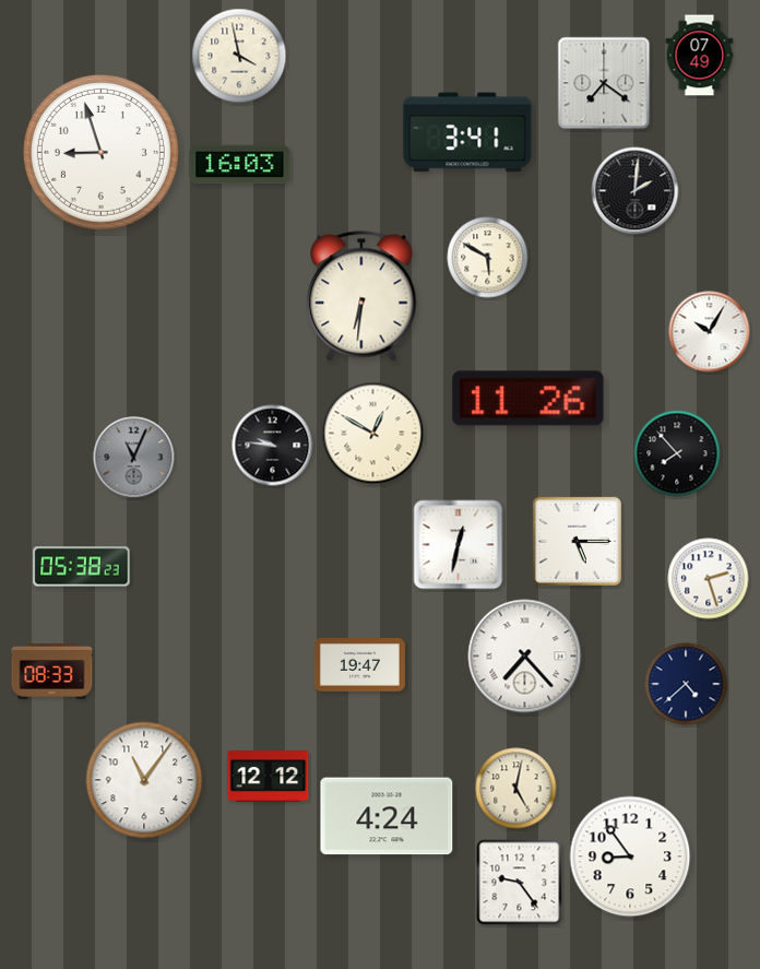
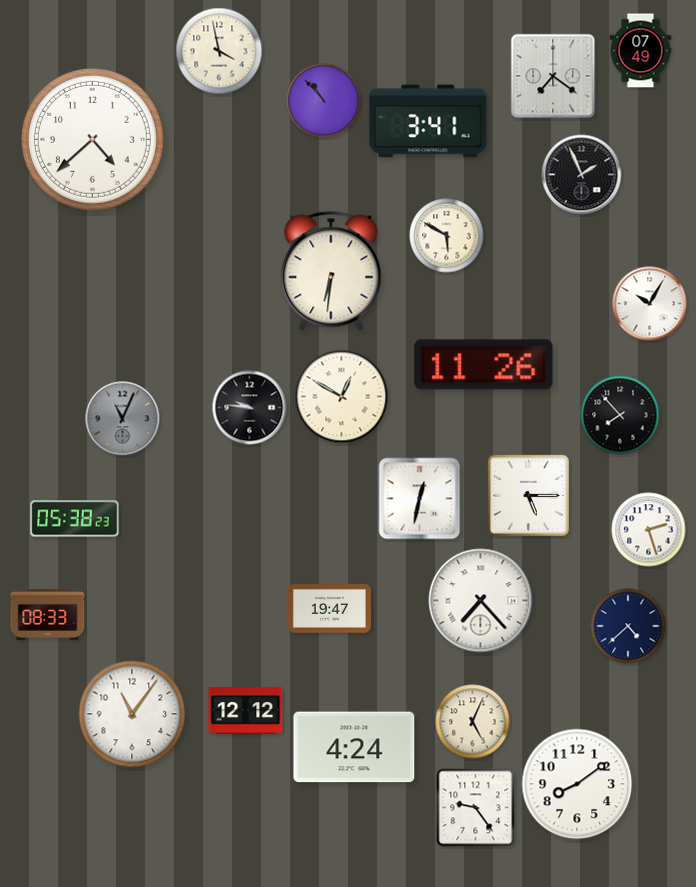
clock at (324, 101): none -> 10:53
clock at (100, 152): 8:57 -> 4:38
clock at (240, 165): 16:03 -> none
clock at (636, 191): 2:01 -> 1:56
clock at (516, 789): 5:02 -> 5:04
clock at (630, 856): 8:54 -> 8:09
